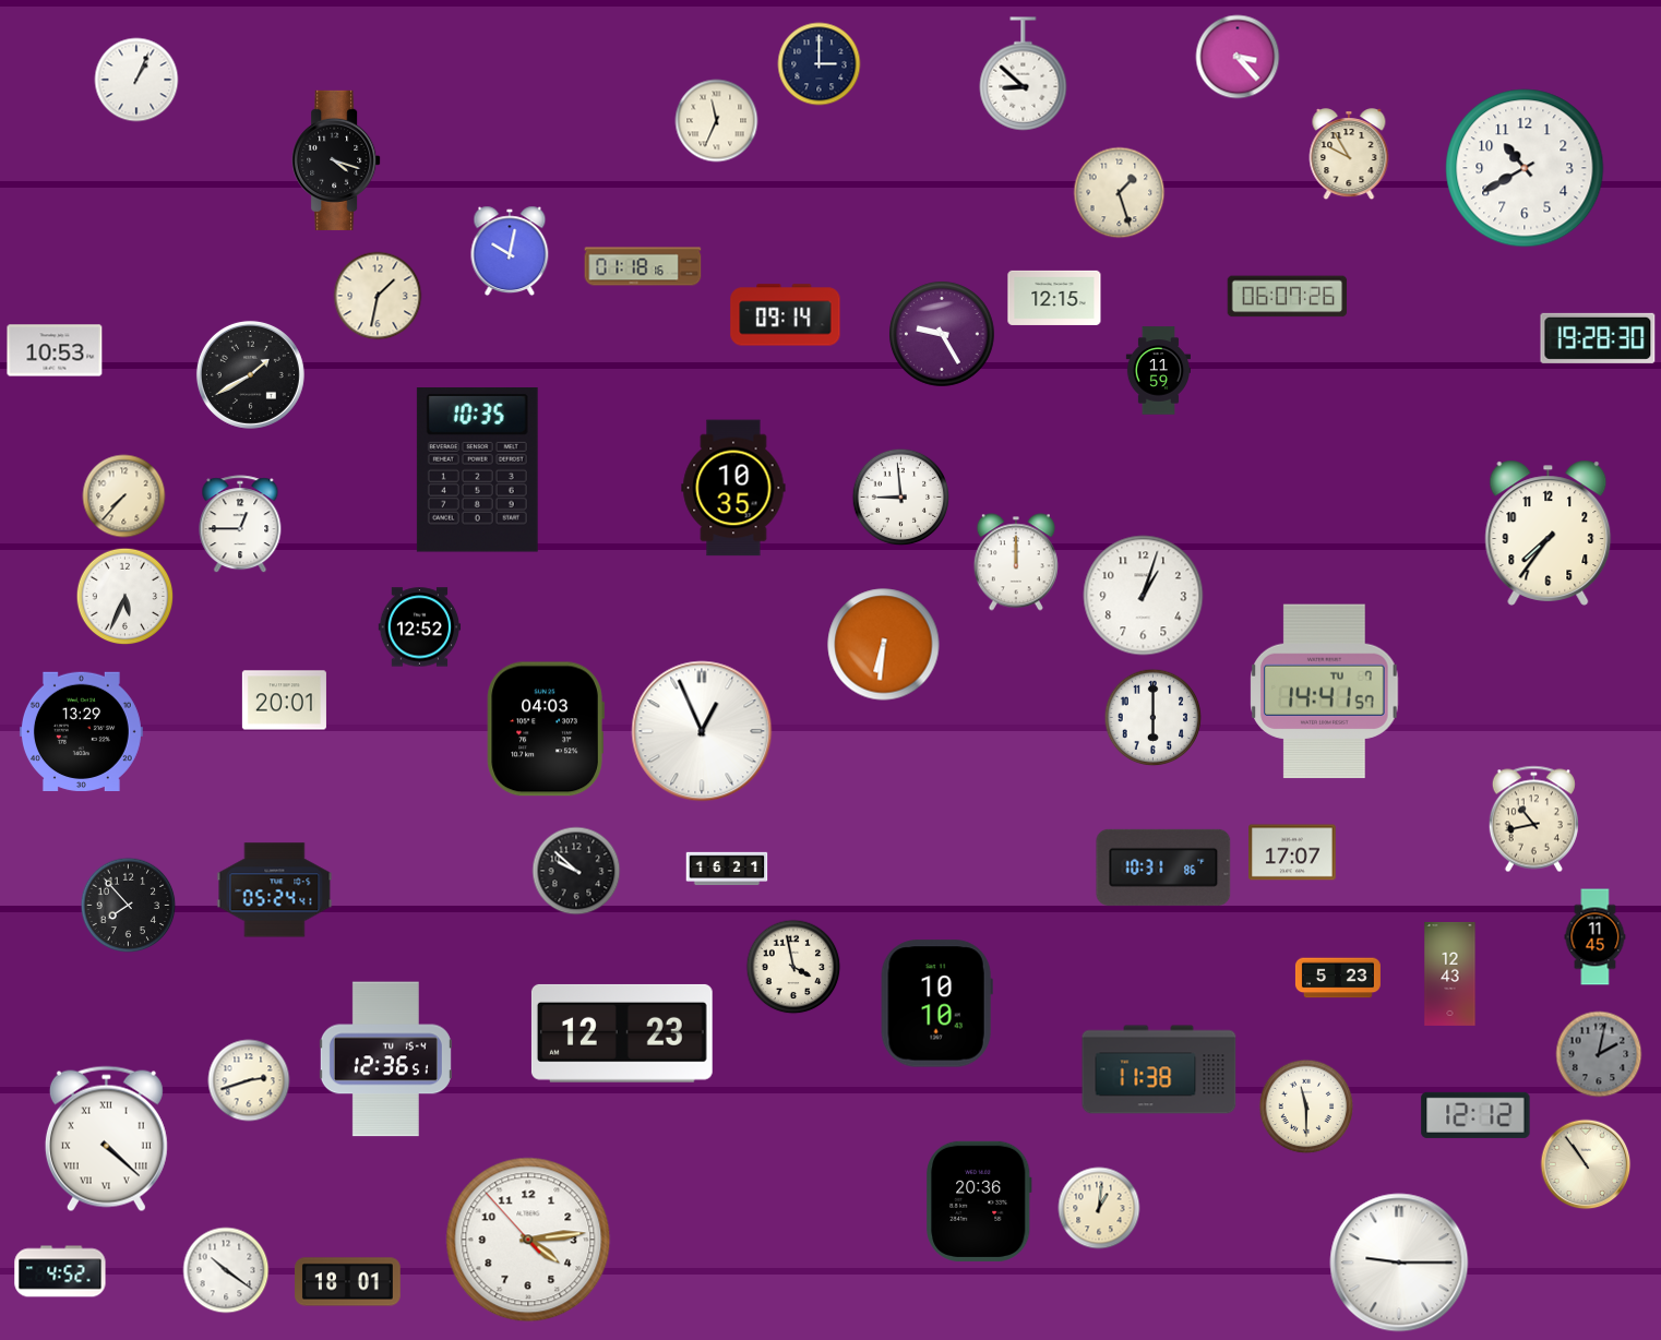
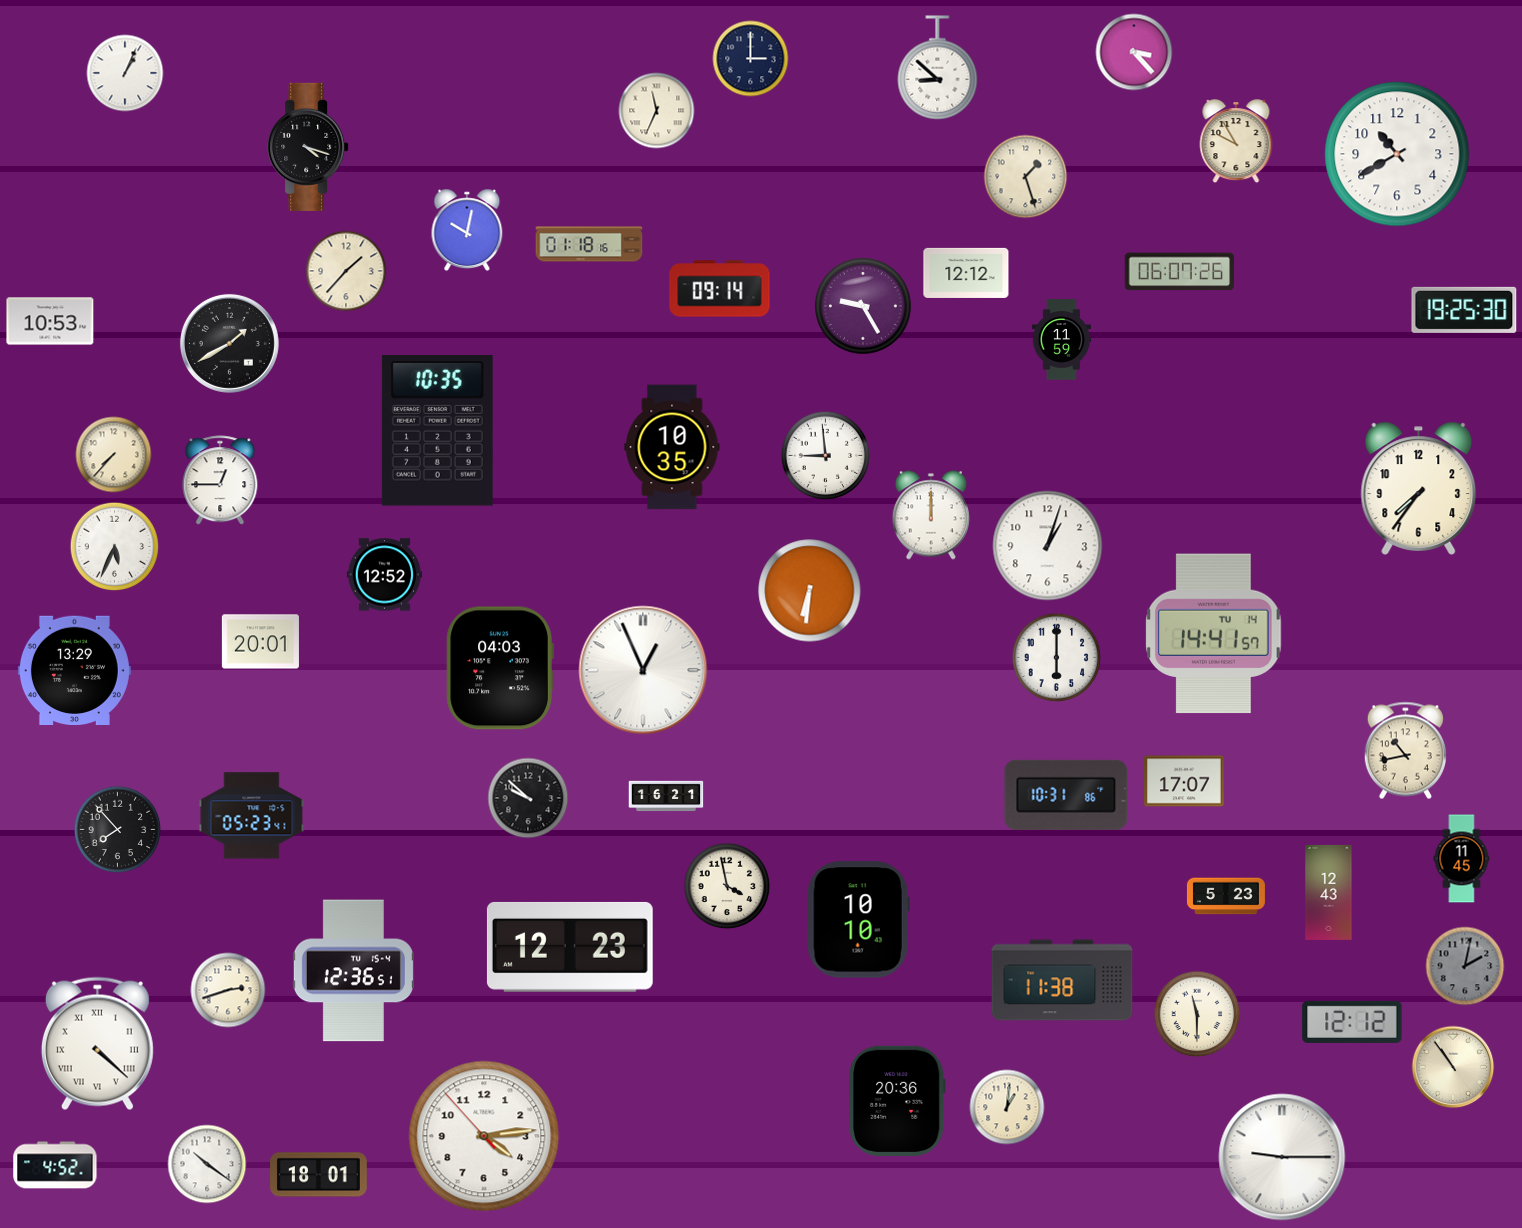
clock at (378, 296): 1:32 -> 1:37
clock at (1054, 298): 12:15 -> 12:12
clock at (1598, 338): 19:28 -> 19:25
clock at (1325, 692) date: TU 7 -> TU 14
clock at (275, 890): 05:24 -> 05:23
